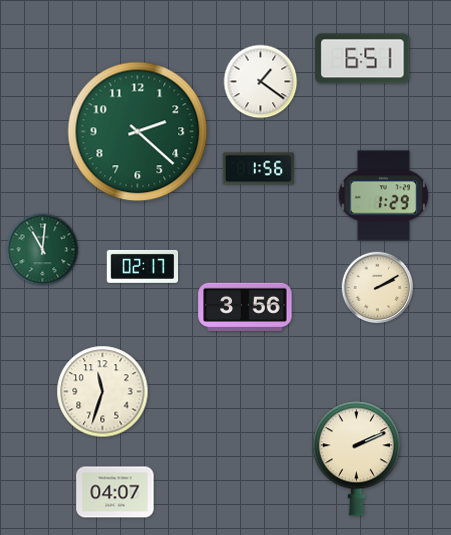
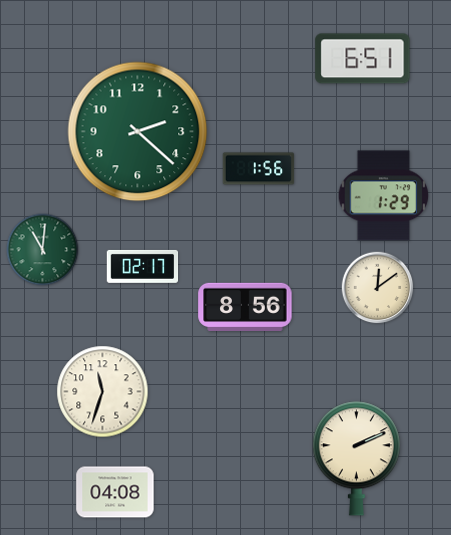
clock at (261, 82): 1:21 -> none
clock at (378, 288): 2:10 -> 12:09
clock at (245, 306): 3:56 -> 8:56
clock at (115, 492): 04:07 -> 04:08
